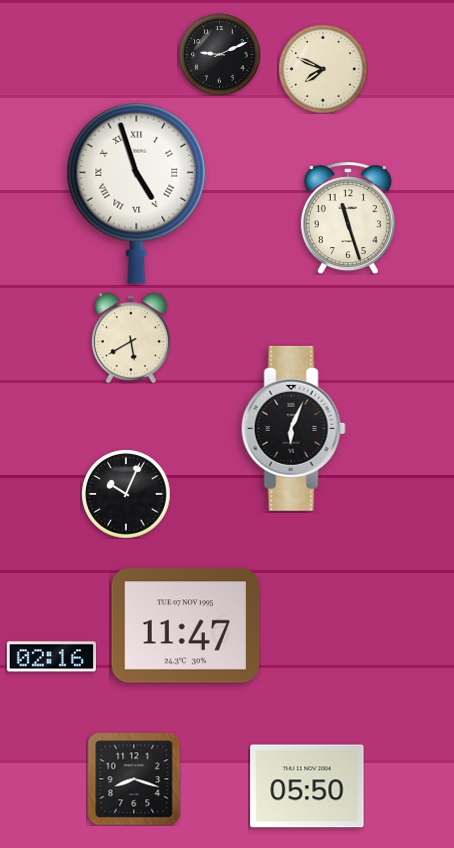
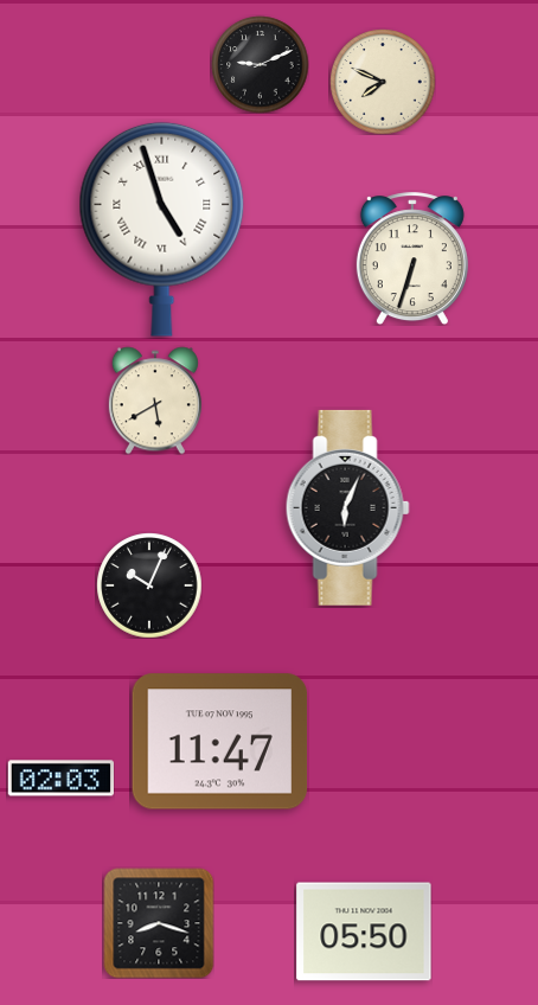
clock at (348, 218): 11:27 -> 6:33
clock at (51, 657): 02:16 -> 02:03
